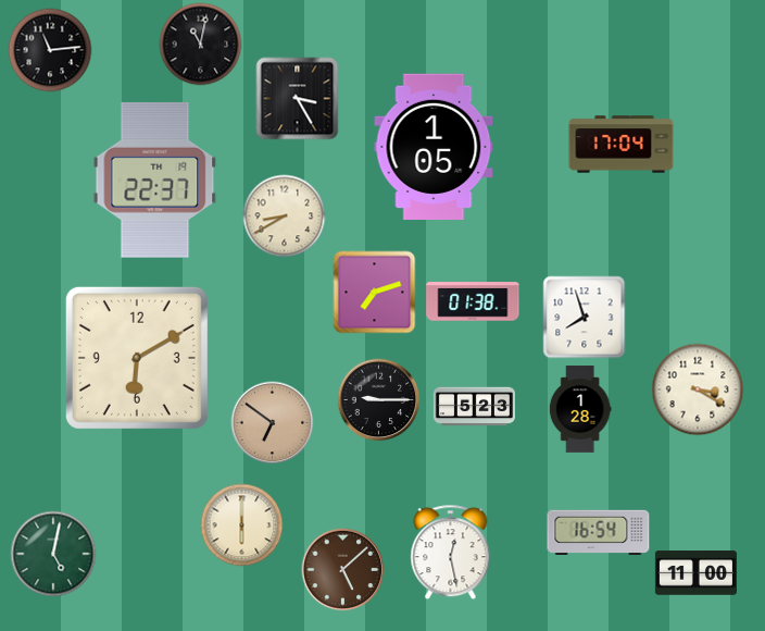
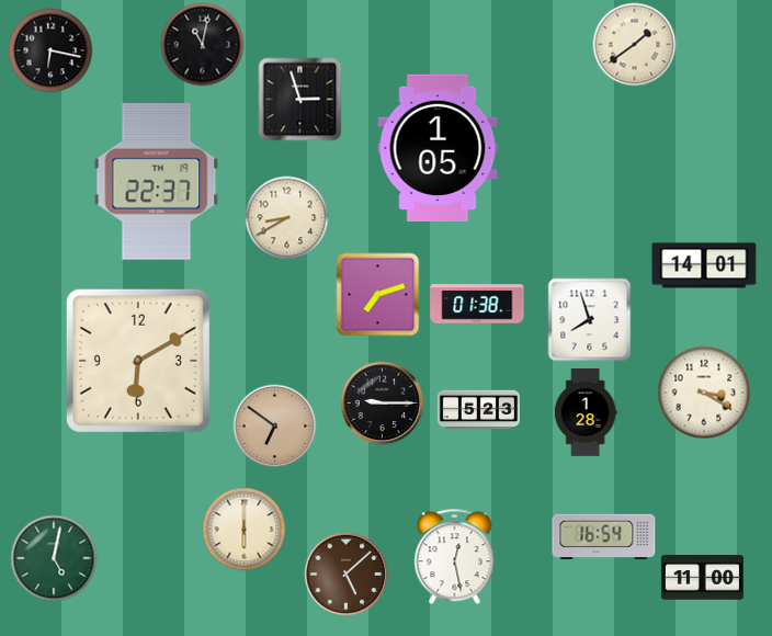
clock at (635, 45): none -> 1:39
clock at (50, 50): 11:14 -> 6:17
clock at (298, 99): 3:25 -> 2:57
clock at (622, 145): 17:04 -> none
clock at (704, 265): none -> 14:01
